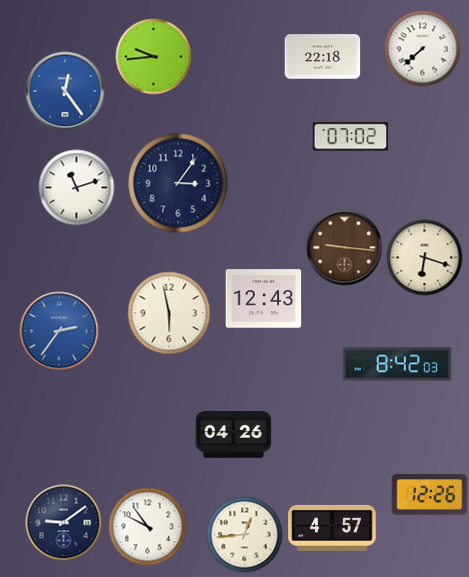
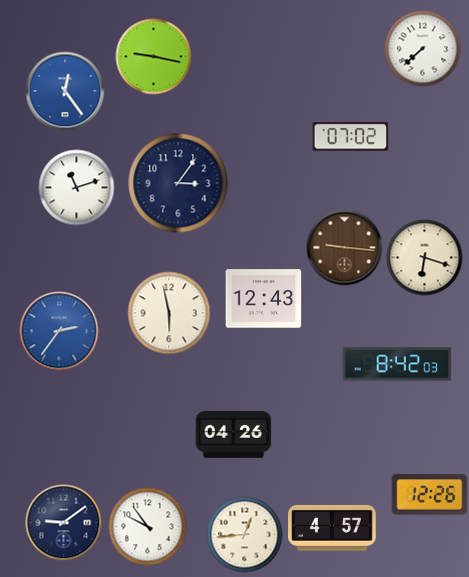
clock at (154, 57): 9:44 -> 9:17
clock at (323, 57): 22:18 -> none
